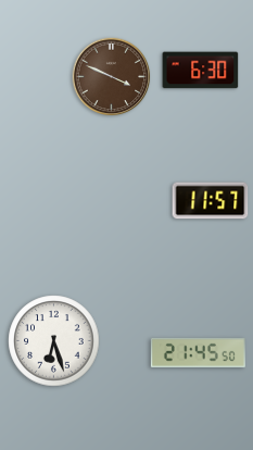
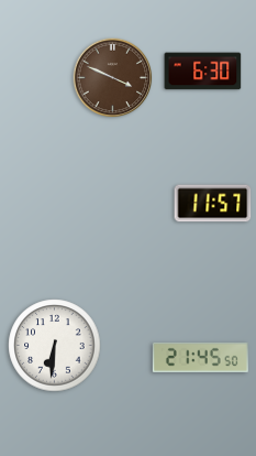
clock at (54, 341): 6:27 -> 6:31
